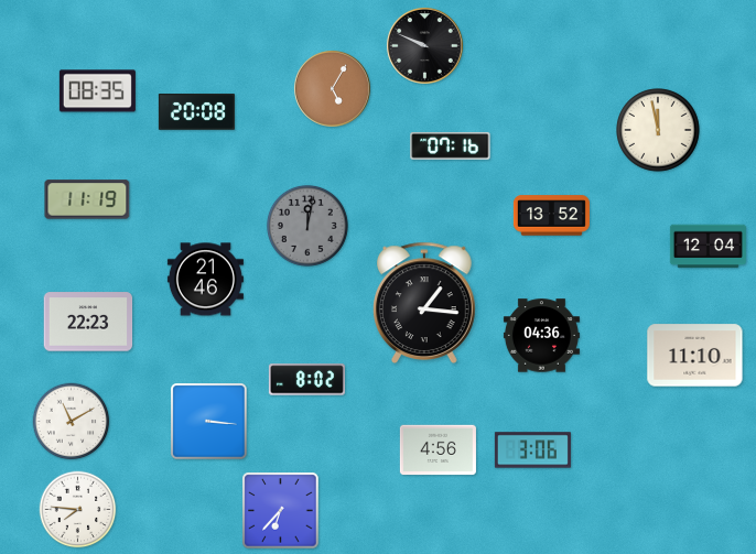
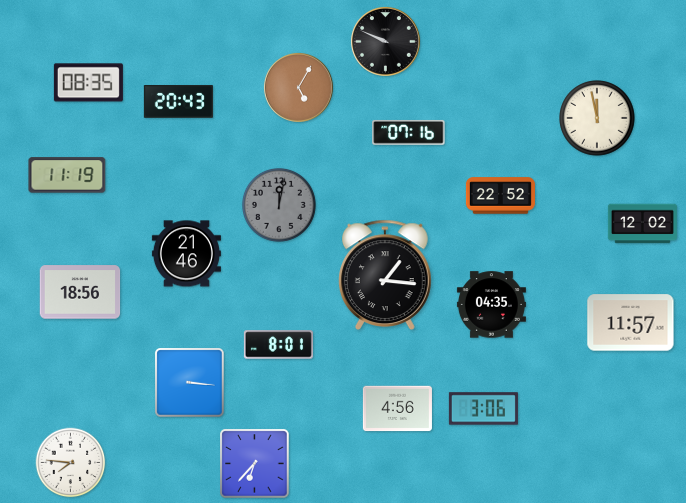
clock at (332, 88) position: (332, 88) -> (298, 87)
clock at (196, 112): 20:08 -> 20:43
clock at (87, 199) position: (87, 199) -> (67, 175)
clock at (551, 216): 13:52 -> 22:52
clock at (708, 247): 12:04 -> 12:02
clock at (88, 322): 22:23 -> 18:56
clock at (541, 336): 04:36 -> 04:35
clock at (695, 356): 11:10 -> 11:57
clock at (306, 380): 8:02 -> 8:01
clock at (72, 422): 11:10 -> none
